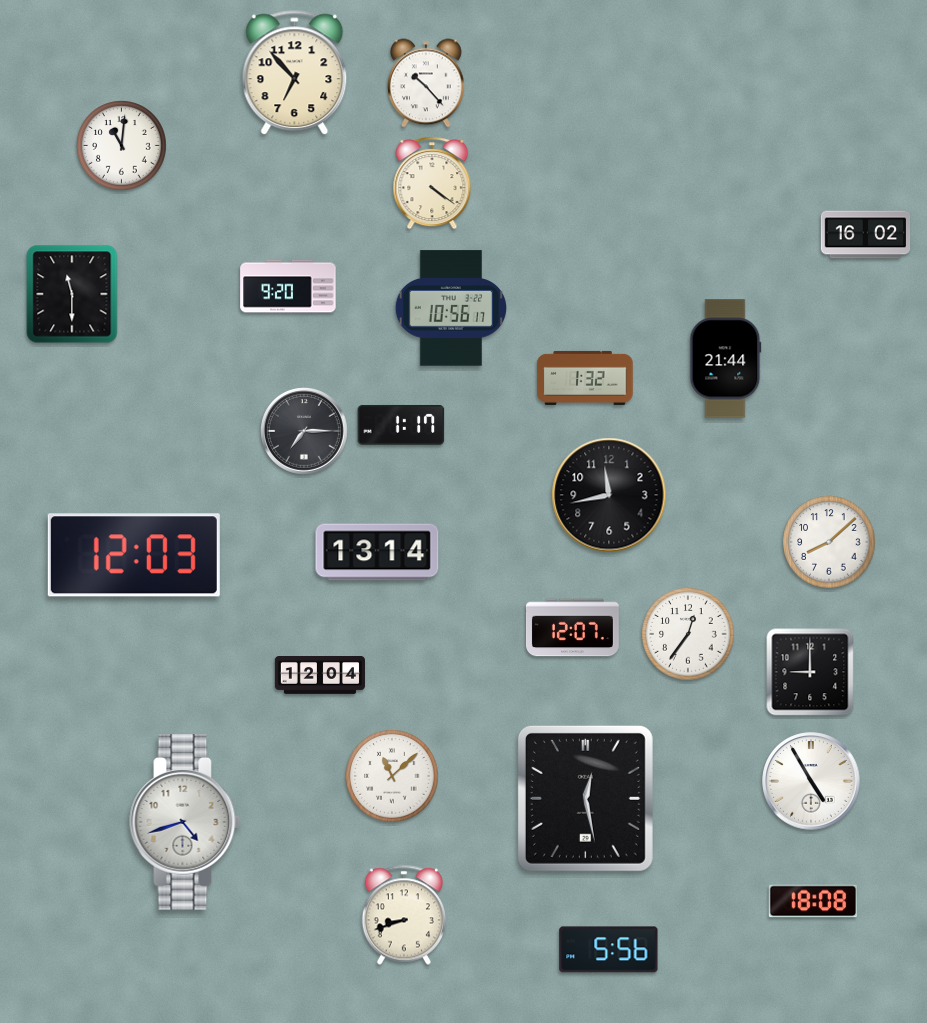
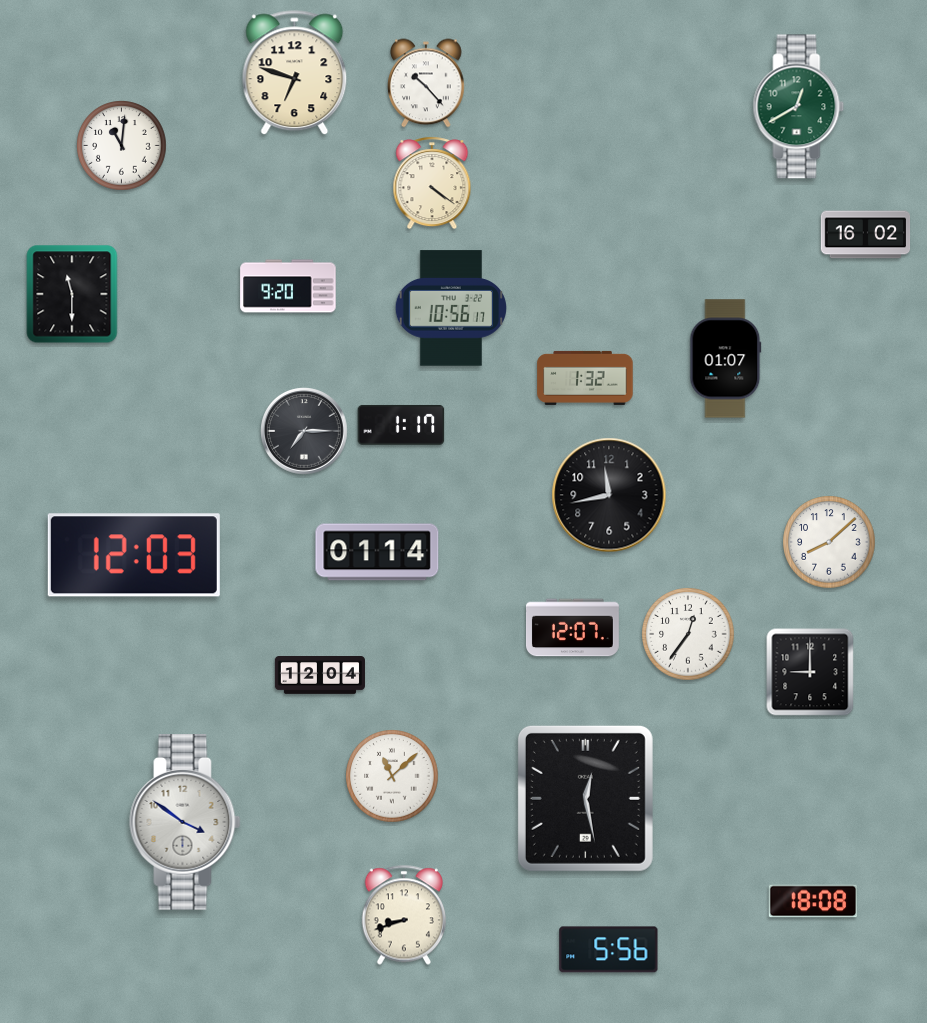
clock at (295, 73): 6:53 -> 6:48
clock at (799, 107): none -> 12:40
clock at (726, 359): 21:44 -> 01:07
clock at (377, 552): 13:14 -> 01:14
clock at (811, 781): 4:55 -> none
clock at (185, 823): 4:42 -> 3:51
